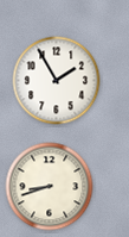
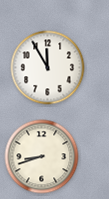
clock at (57, 81): 1:55 -> 11:55
